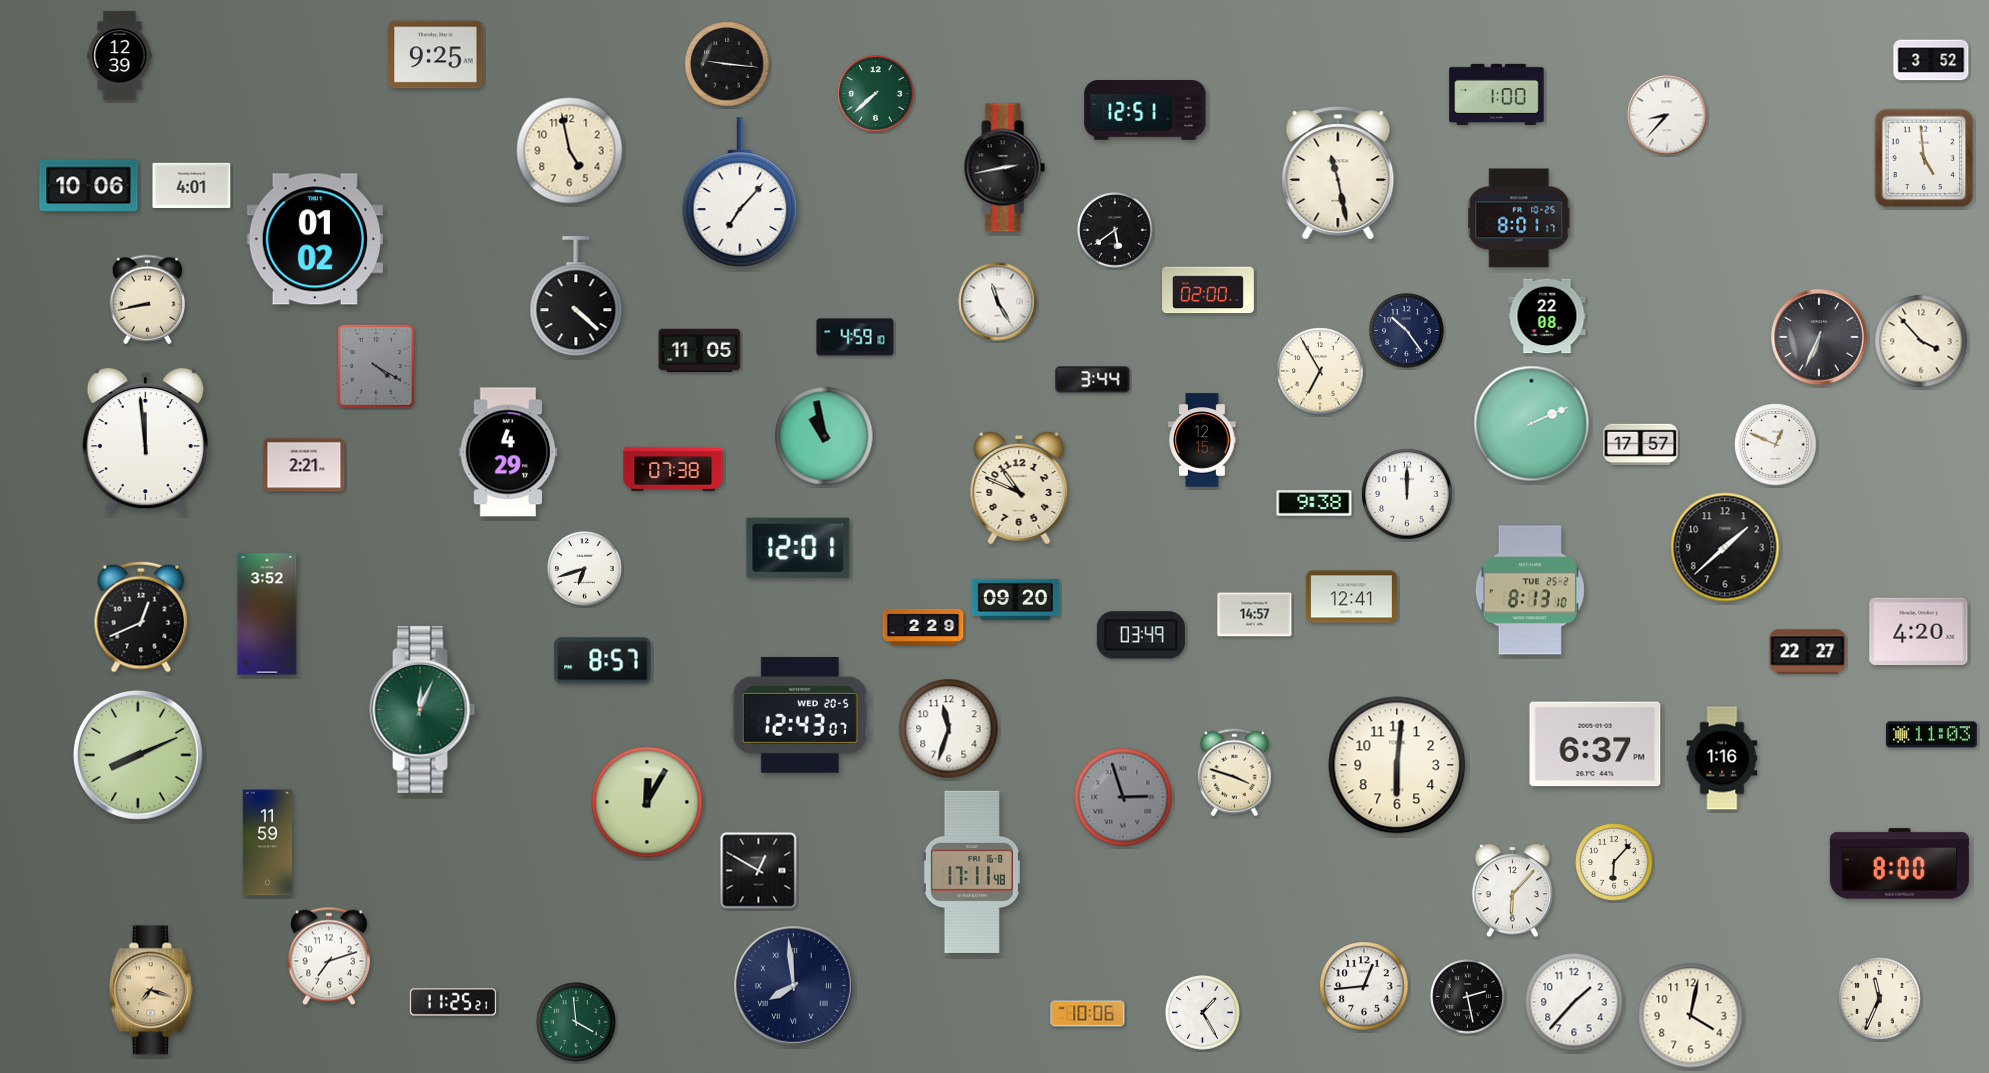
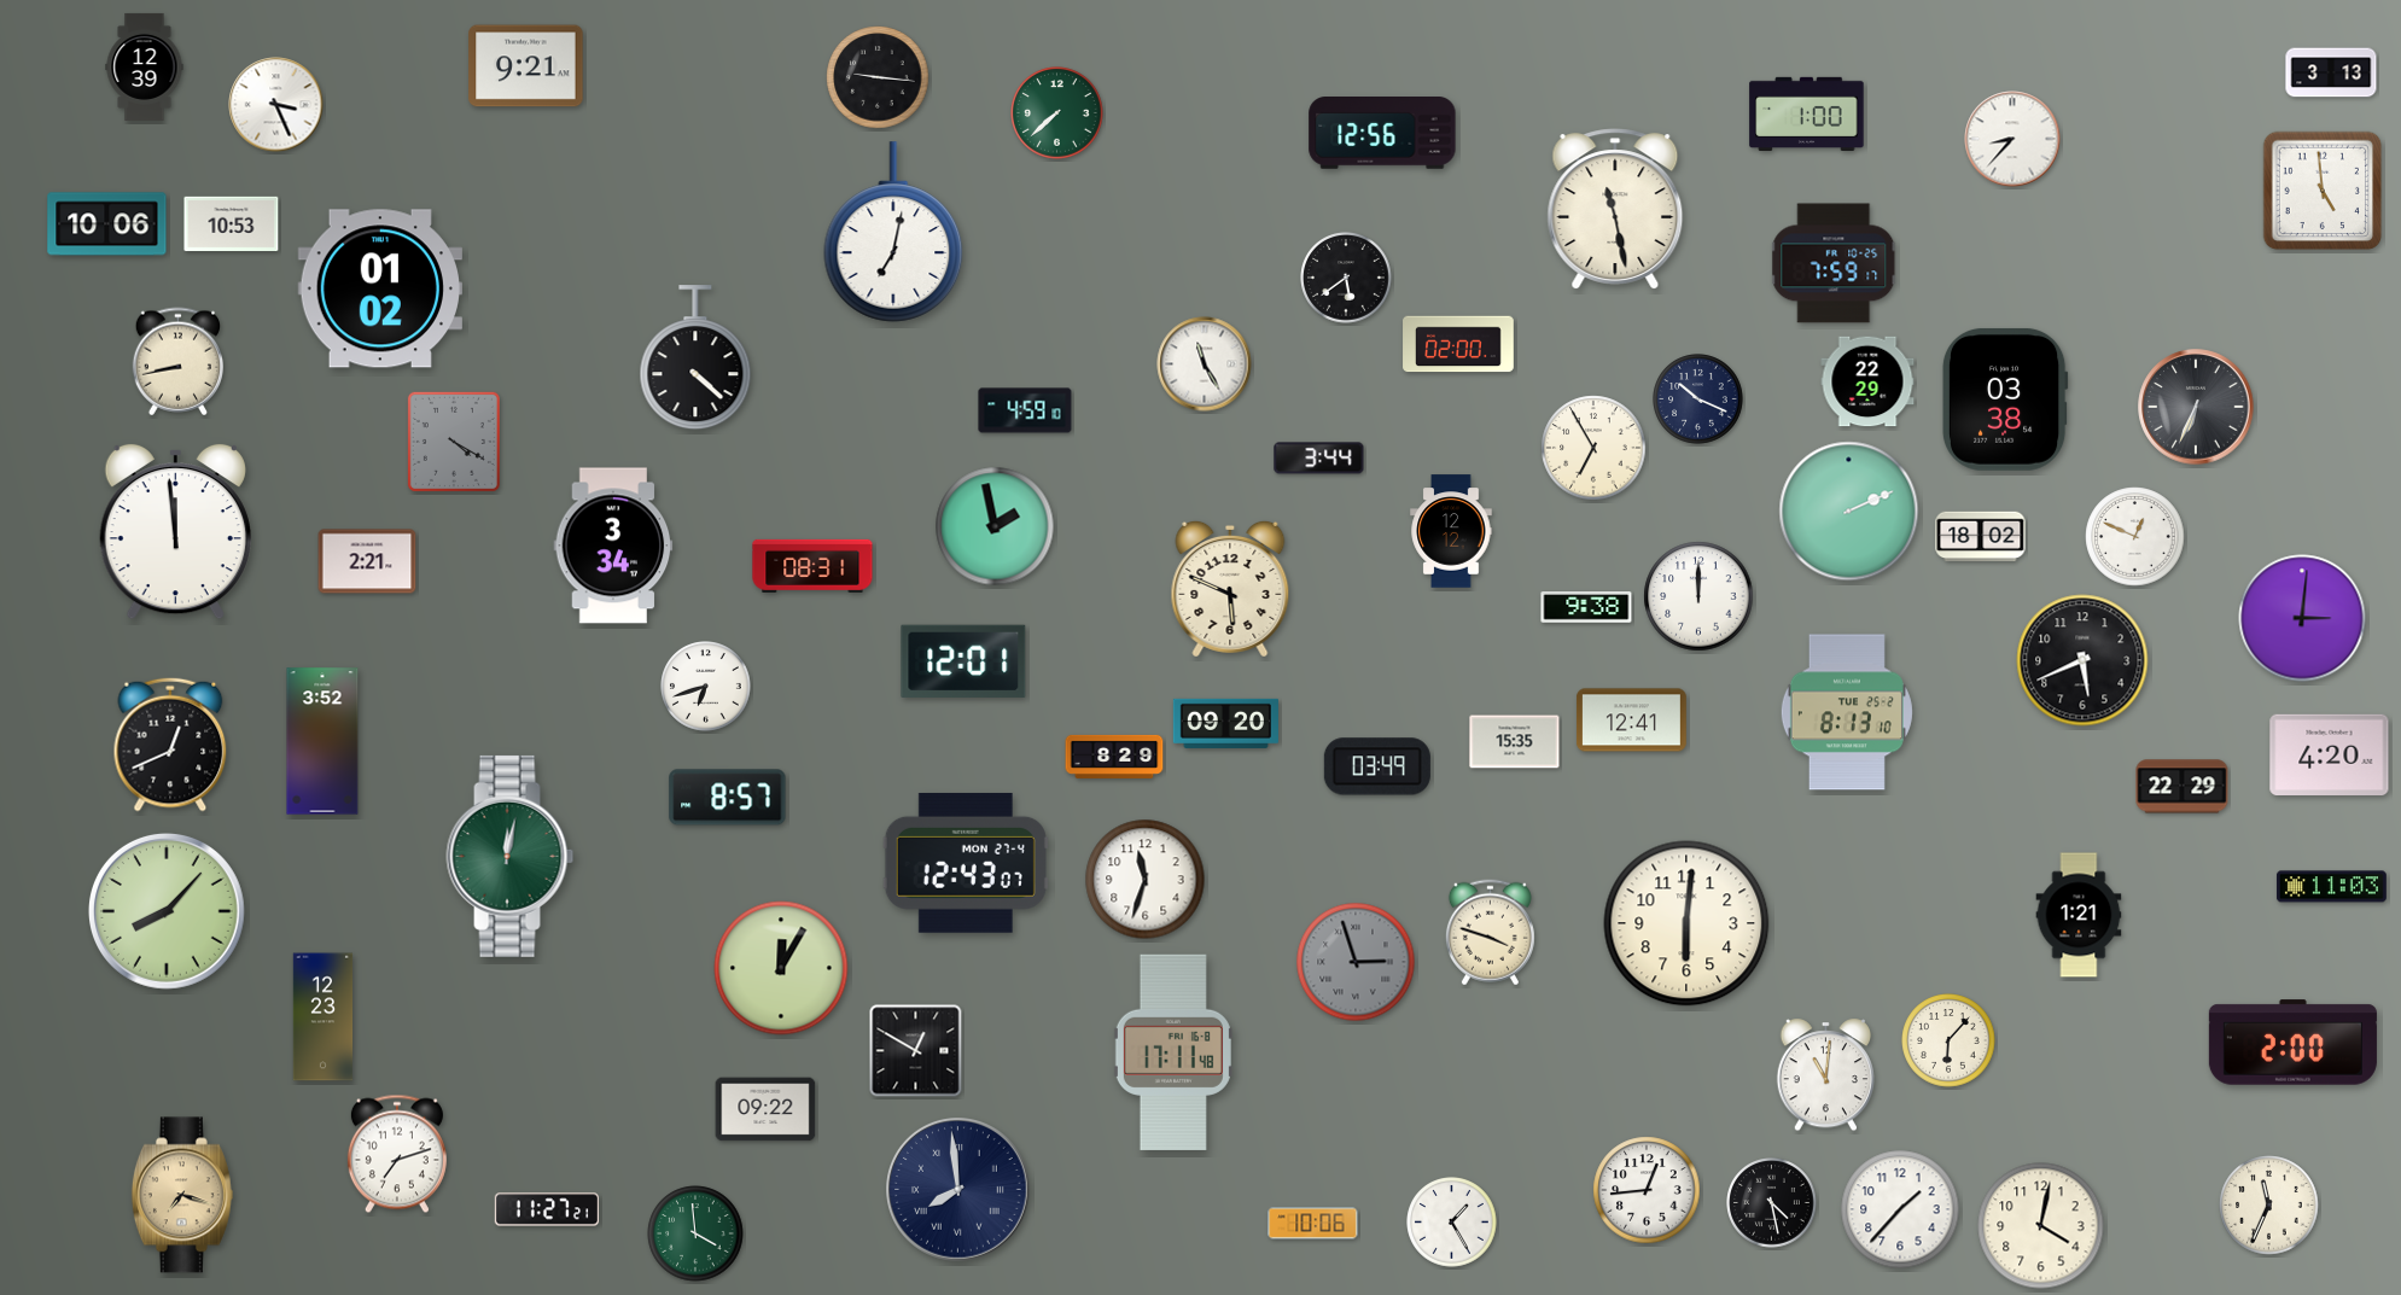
clock at (436, 55): 9:25 -> 9:21
clock at (1931, 60): 3:52 -> 3:13
clock at (276, 105): none -> 3:26
clock at (1145, 111): 12:51 -> 12:56
clock at (570, 151): 4:58 -> none
clock at (1004, 168): 2:43 -> none
clock at (192, 186): 4:01 -> 10:53
clock at (740, 192): 7:07 -> 7:02
clock at (1520, 218): 8:01 -> 7:59
clock at (1208, 290) position: (1208, 290) -> (1458, 344)
clock at (1547, 316): 22:08 -> 22:29
clock at (1407, 331): 10:24 -> 10:19
clock at (2005, 399): none -> 03:38
clock at (855, 337) position: (855, 337) -> (1025, 410)
clock at (1921, 341): 3:53 -> none
clock at (700, 351): 11:05 -> none
clock at (824, 436): 10:58 -> 1:58
clock at (1202, 440): 12:15 -> 12:12
clock at (1641, 445): 17:57 -> 18:02
clock at (1776, 445) position: (1776, 445) -> (2135, 537)
clock at (508, 452): 4:29 -> 3:34
clock at (673, 469): 07:38 -> 08:31
clock at (1019, 488): 10:49 -> 5:49
clock at (2302, 618): none -> 3:01
clock at (1725, 547): 1:38 -> 5:41
clock at (1255, 615): 14:57 -> 15:35
clock at (923, 627): 2:29 -> 8:29
clock at (1919, 632) position: (1919, 632) -> (2330, 756)
clock at (1808, 652): 22:27 -> 22:29
clock at (423, 709): 12:04 -> 12:02
clock at (800, 715) date: WED 20-5 -> MON 27-4
clock at (1595, 744): 6:37 -> none
clock at (138, 755): 8:11 -> 8:07
clock at (1722, 758): 1:16 -> 1:21
clock at (268, 843): 11:59 -> 12:23
clock at (1899, 864): 8:00 -> 2:00
clock at (1513, 891): 6:07 -> 11:01
clock at (765, 1109): none -> 09:22
clock at (1468, 997): 2:28 -> 4:28
clock at (453, 1002): 11:25 -> 11:27
